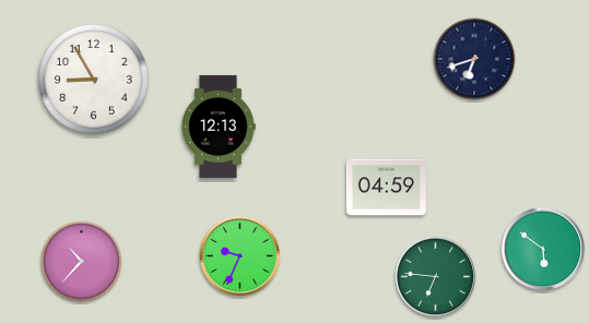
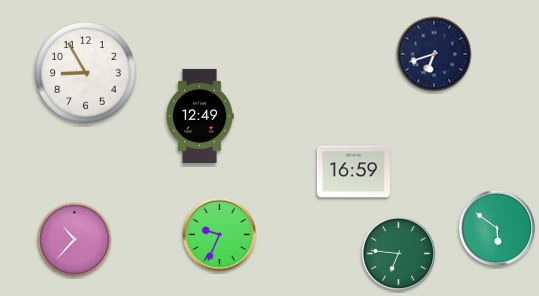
clock at (219, 127): 12:13 -> 12:49
clock at (386, 188): 04:59 -> 16:59
